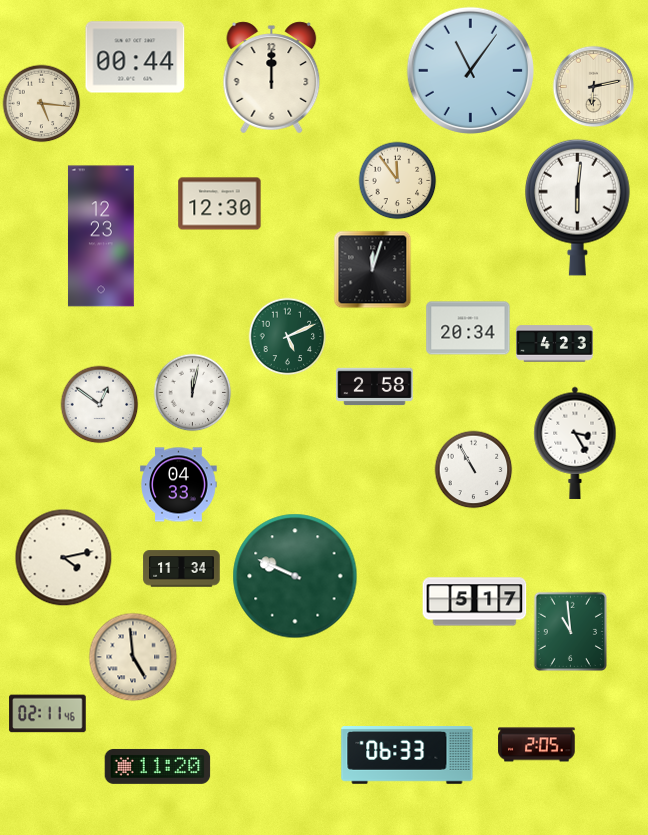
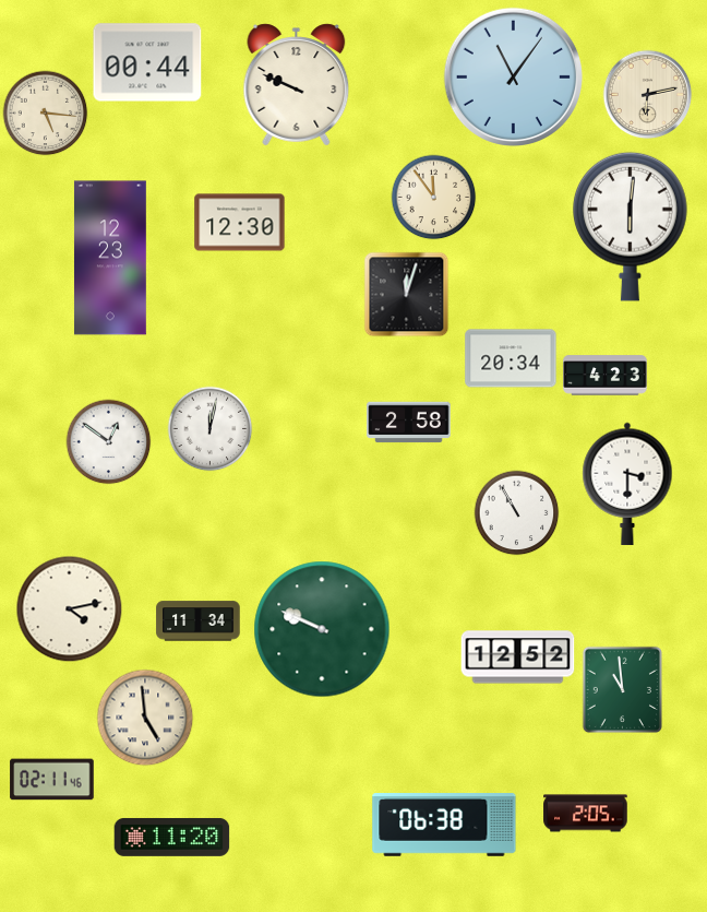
clock at (272, 78): 12:00 -> 9:49
clock at (287, 336): 5:11 -> none
clock at (575, 443): 3:25 -> 3:30
clock at (179, 485): 04:33 -> none
clock at (475, 602): 5:17 -> 12:52
clock at (407, 756): 06:33 -> 06:38
